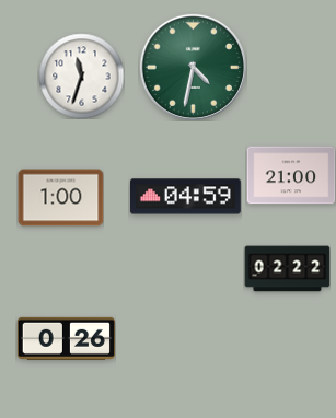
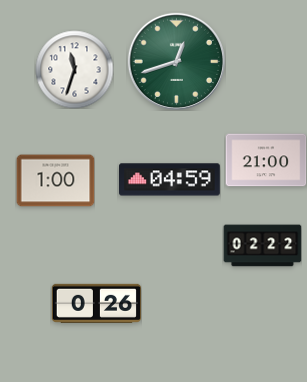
clock at (193, 67): 4:32 -> 12:42
clock at (66, 338) position: (66, 338) -> (96, 303)
